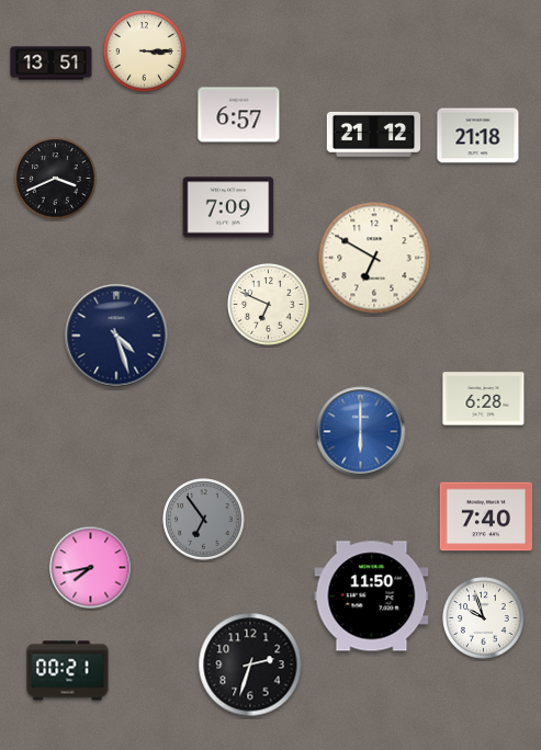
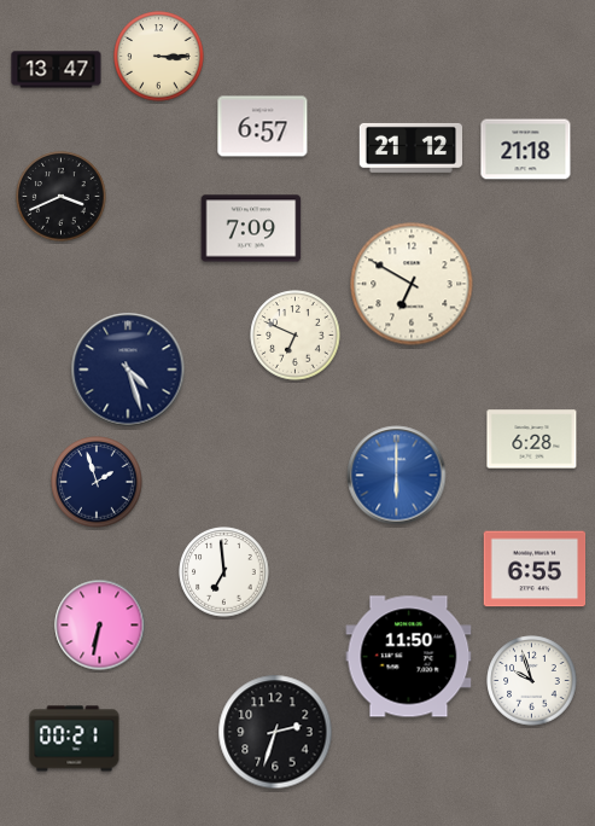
clock at (52, 64): 13:51 -> 13:47
clock at (97, 482): none -> 1:57
clock at (486, 516): 7:40 -> 6:55
clock at (204, 520): 6:54 -> 6:59
clock at (204, 520) dial: grey -> white
clock at (91, 568): 7:43 -> 6:32
